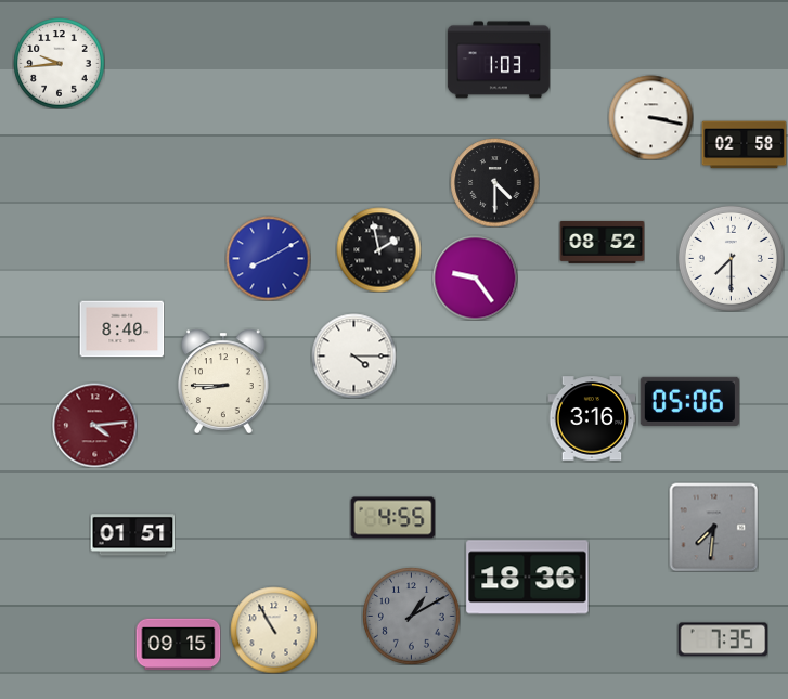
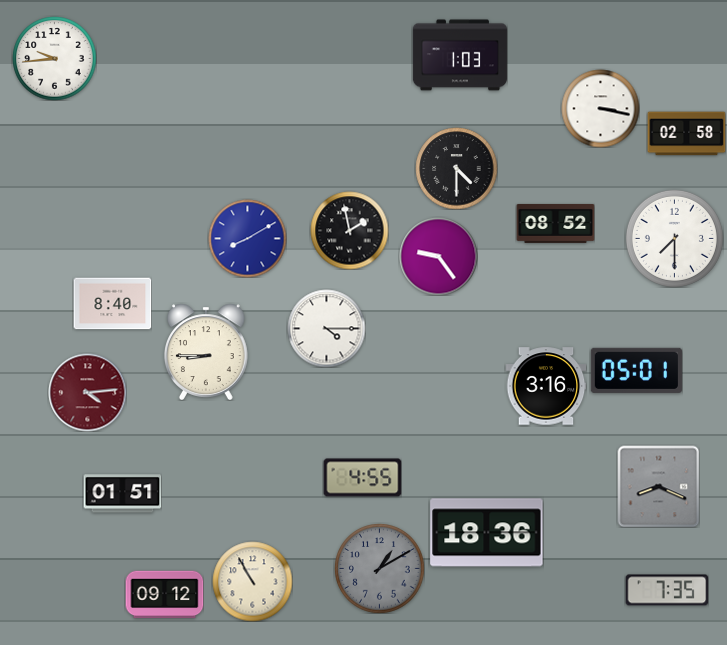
clock at (689, 401): 05:06 -> 05:01
clock at (713, 527): 7:31 -> 8:19
clock at (178, 645): 09:15 -> 09:12
